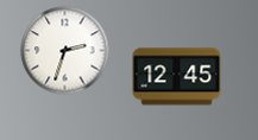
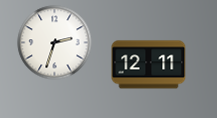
clock at (177, 77): 12:45 -> 12:11
